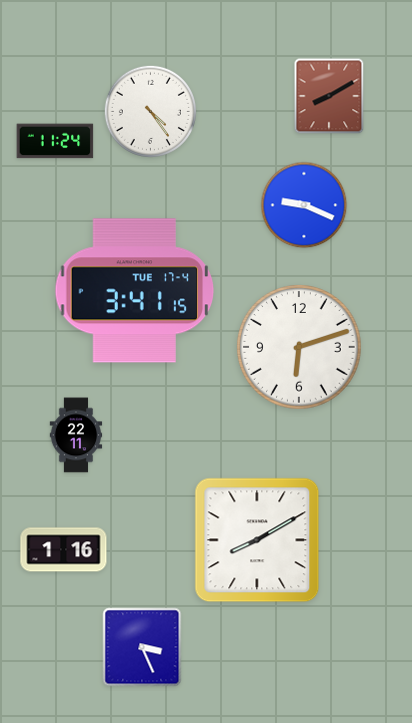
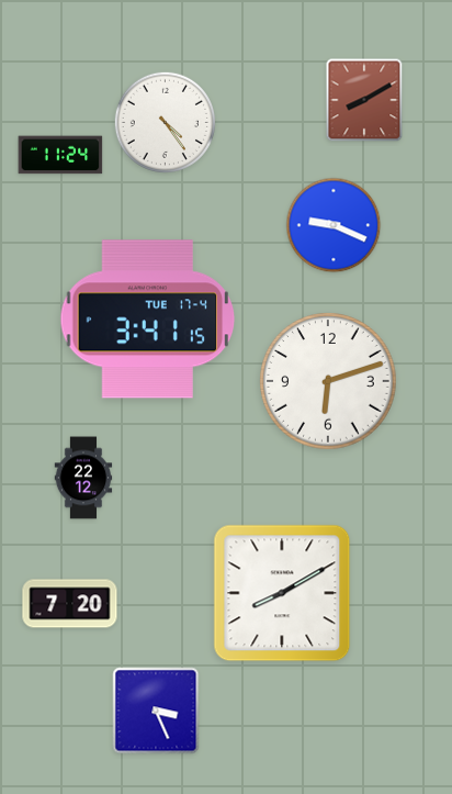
clock at (329, 96) position: (329, 96) -> (364, 100)
clock at (76, 435): 22:11 -> 22:12
clock at (64, 550): 1:16 -> 7:20
